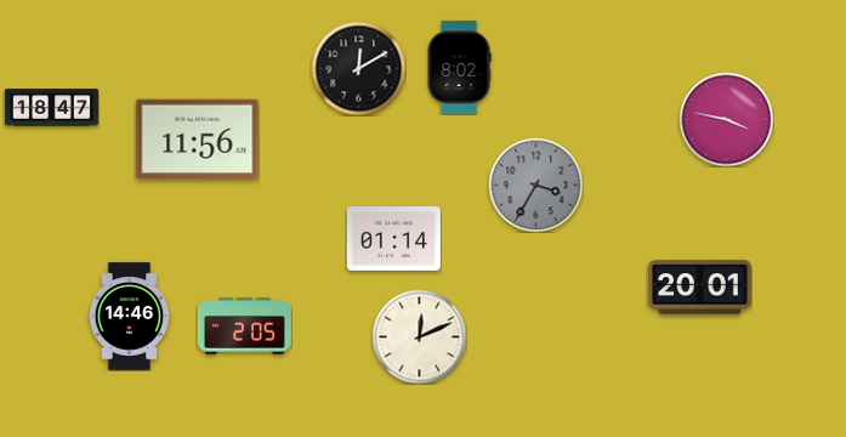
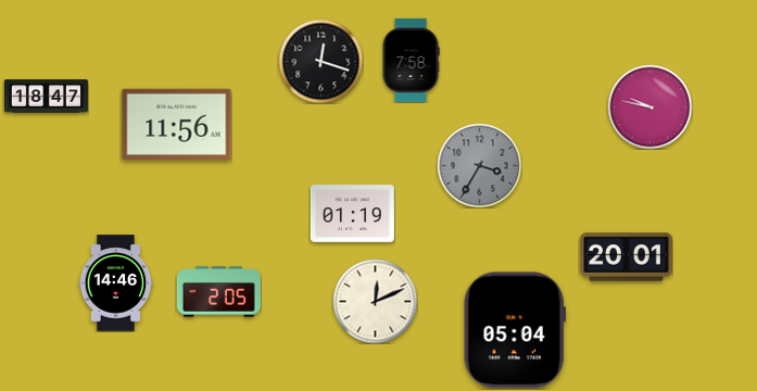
clock at (459, 67): 8:02 -> 7:58
clock at (358, 68): 12:10 -> 12:18
clock at (726, 119): 3:47 -> 9:47
clock at (393, 239): 01:14 -> 01:19
clock at (515, 330): none -> 05:04
